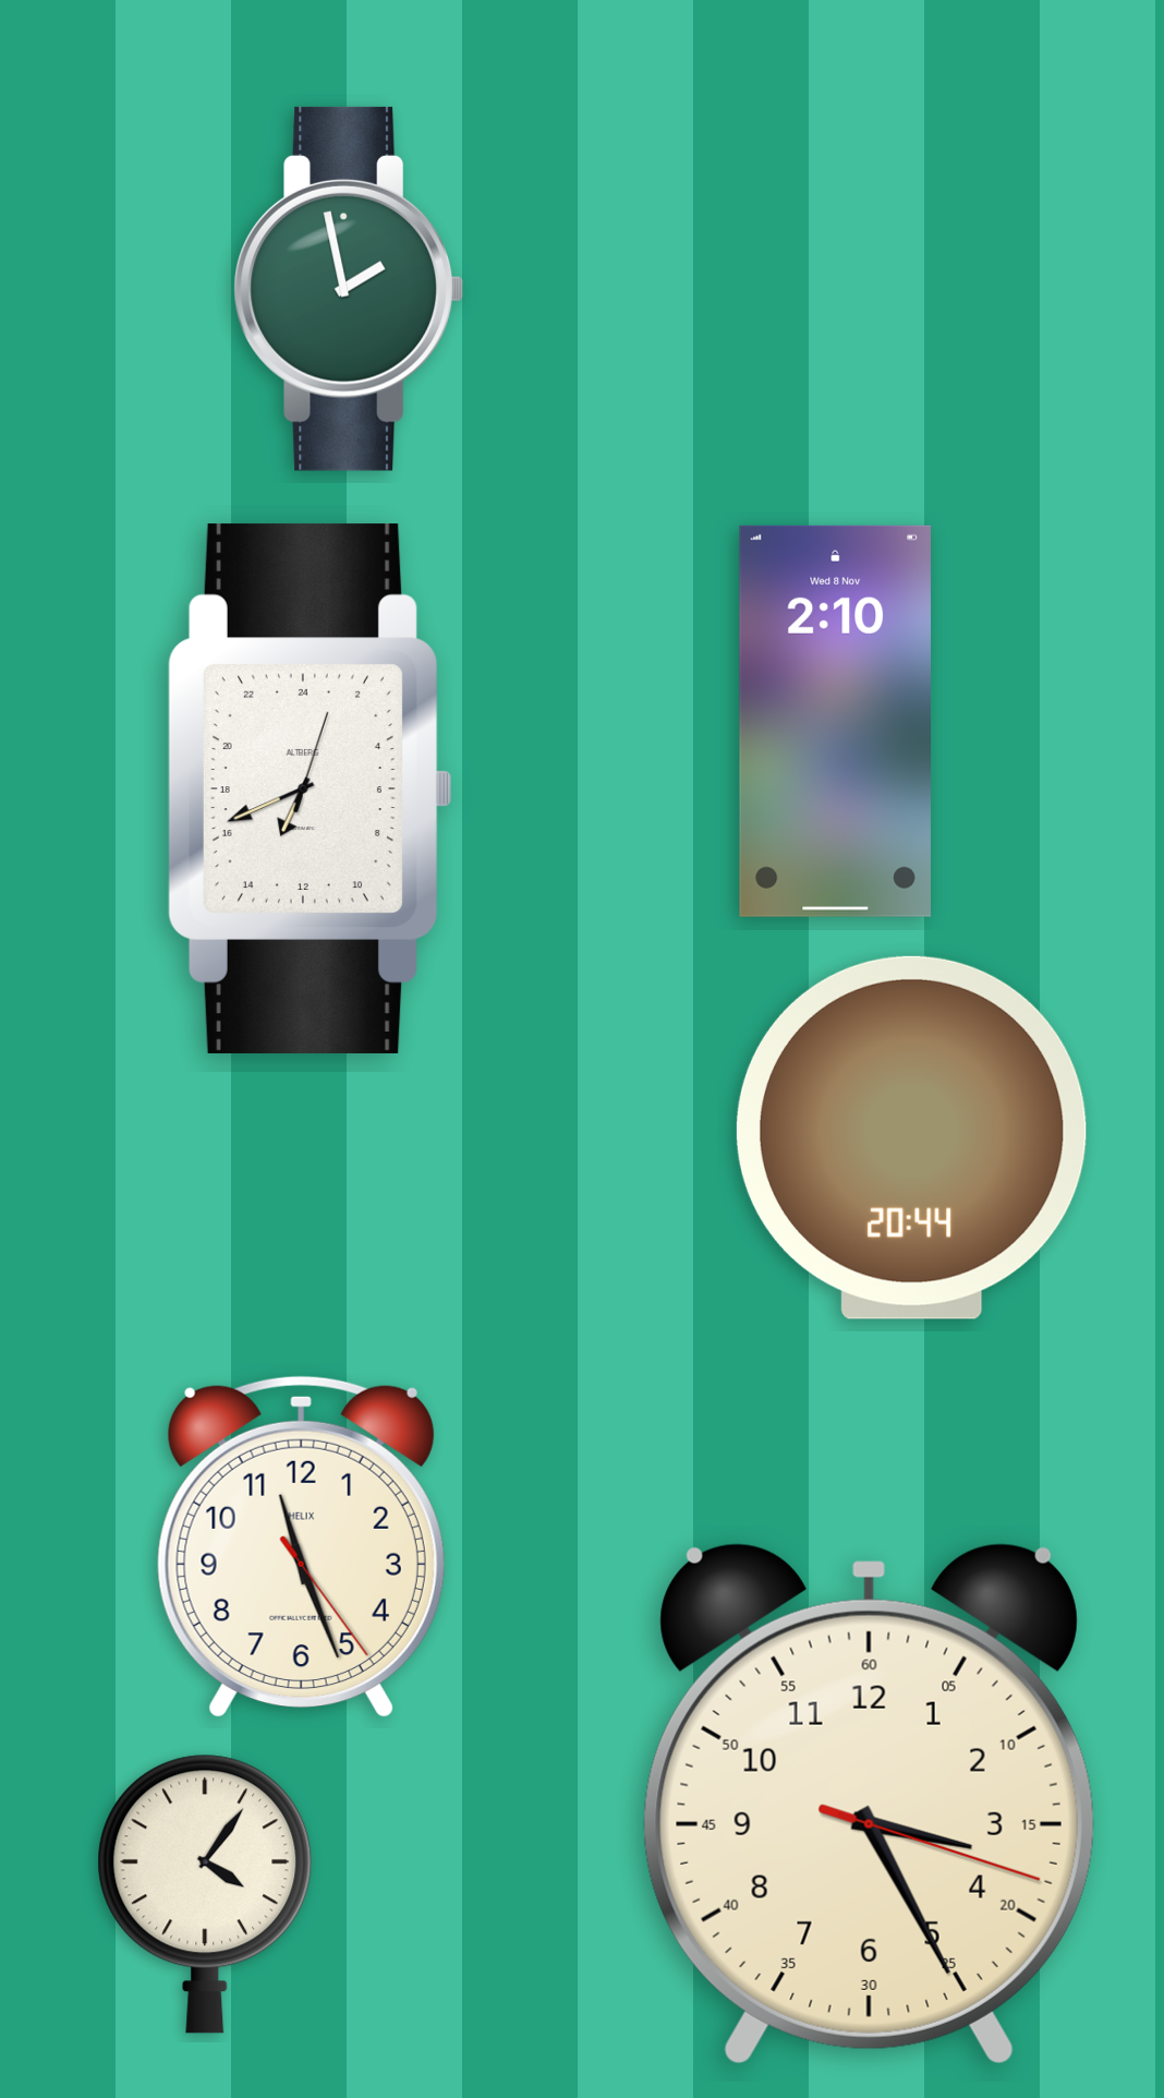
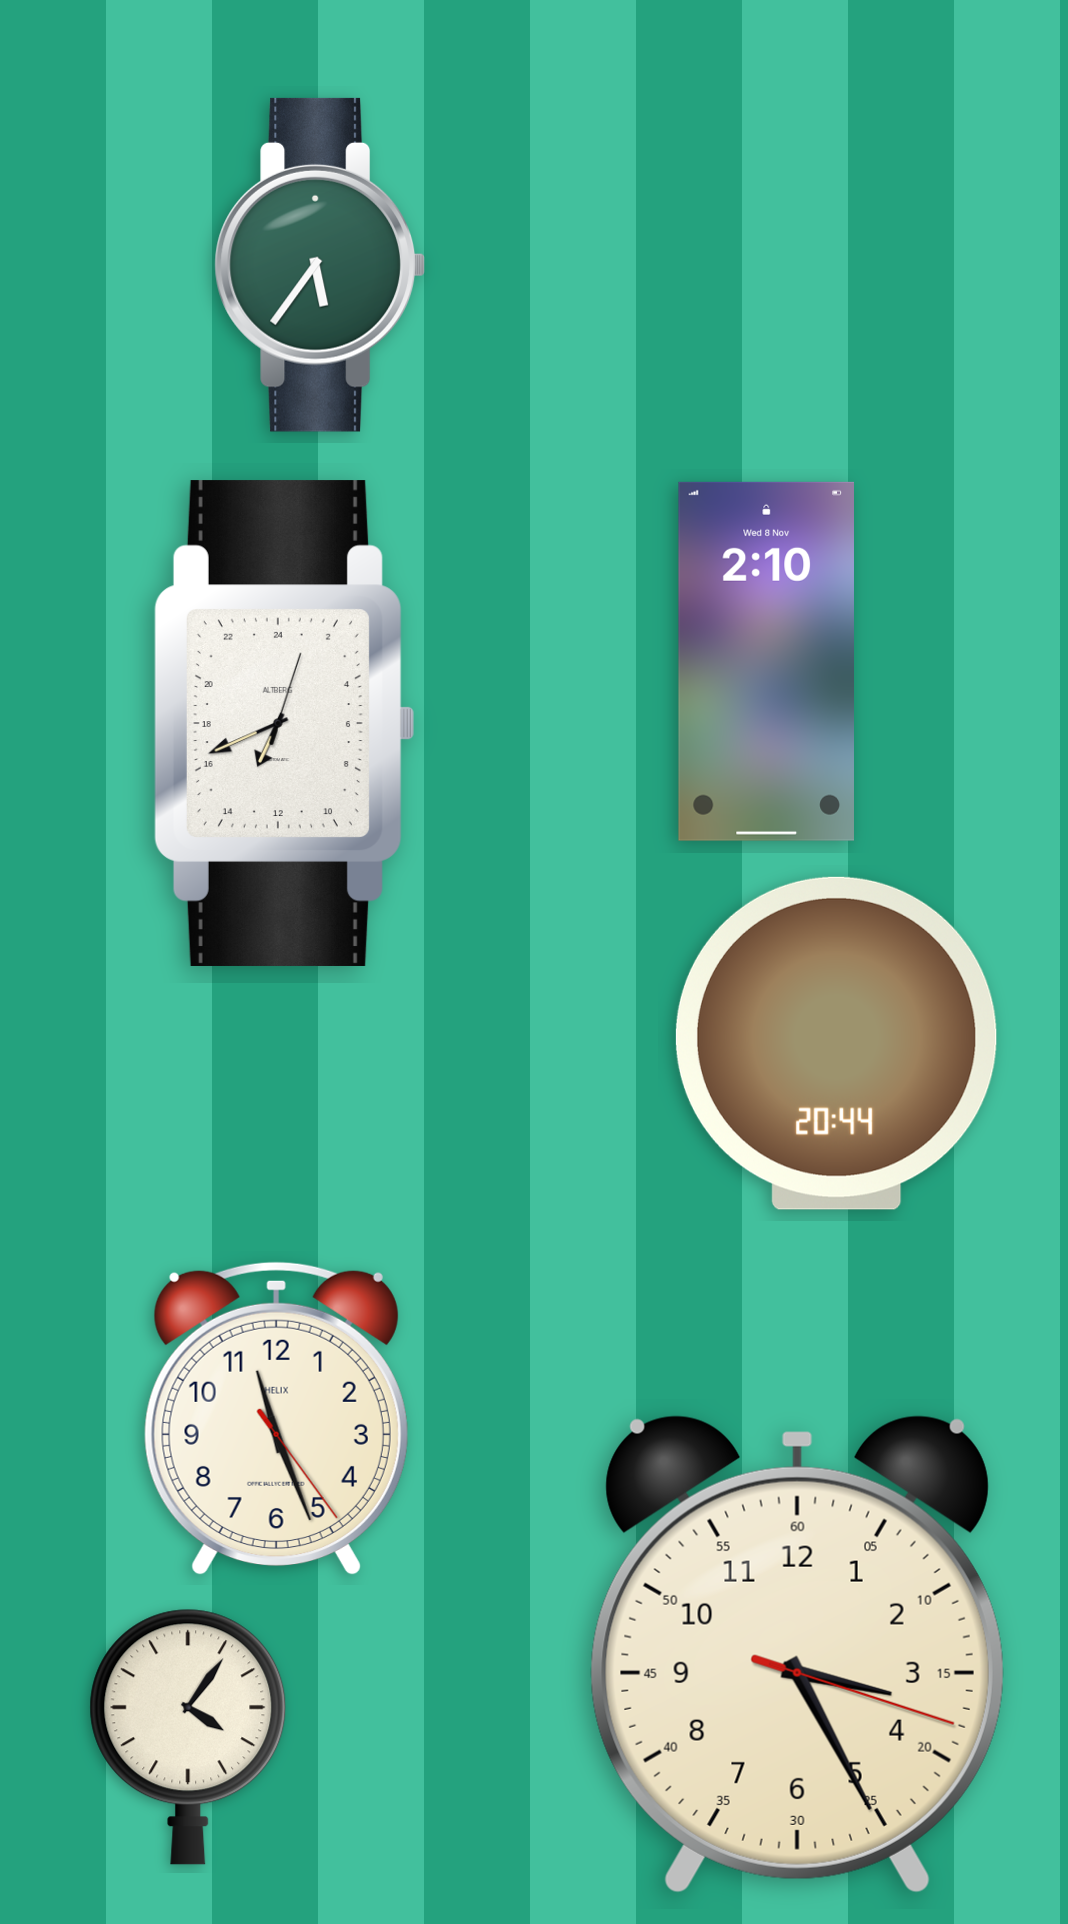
clock at (349, 289): 1:58 -> 5:36
